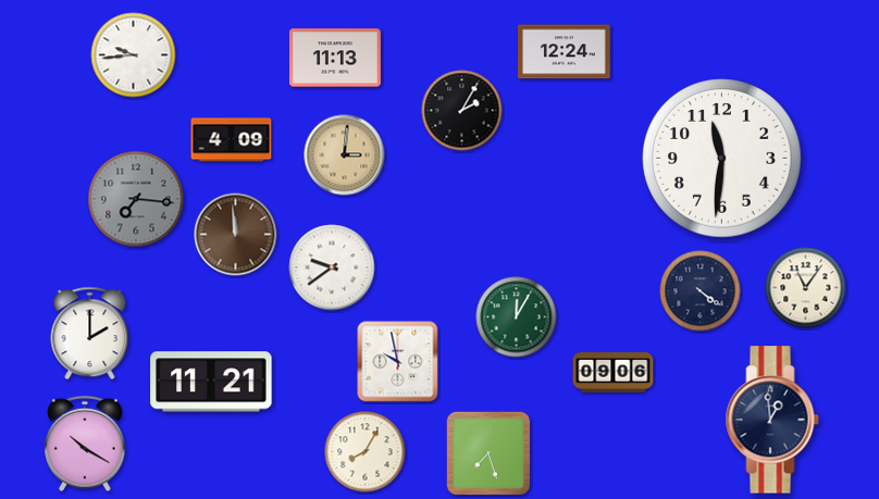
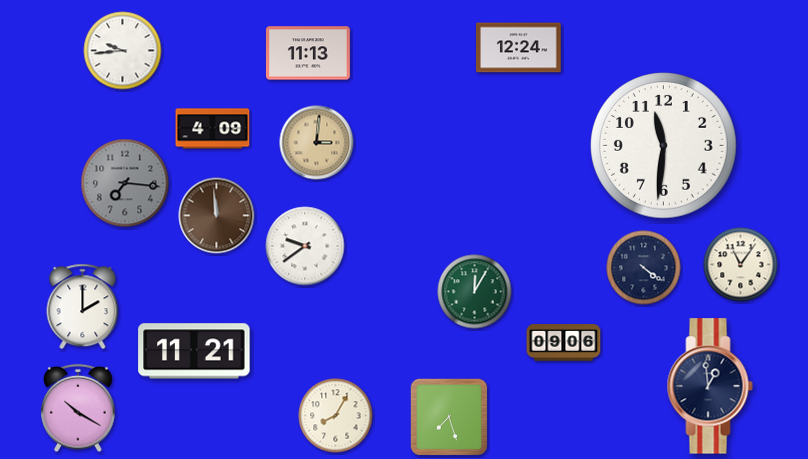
clock at (462, 111): 2:05 -> none
clock at (398, 362): 9:58 -> none
